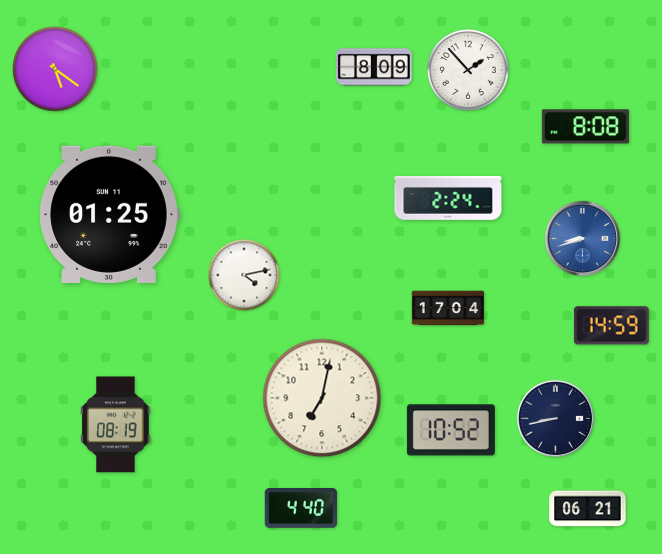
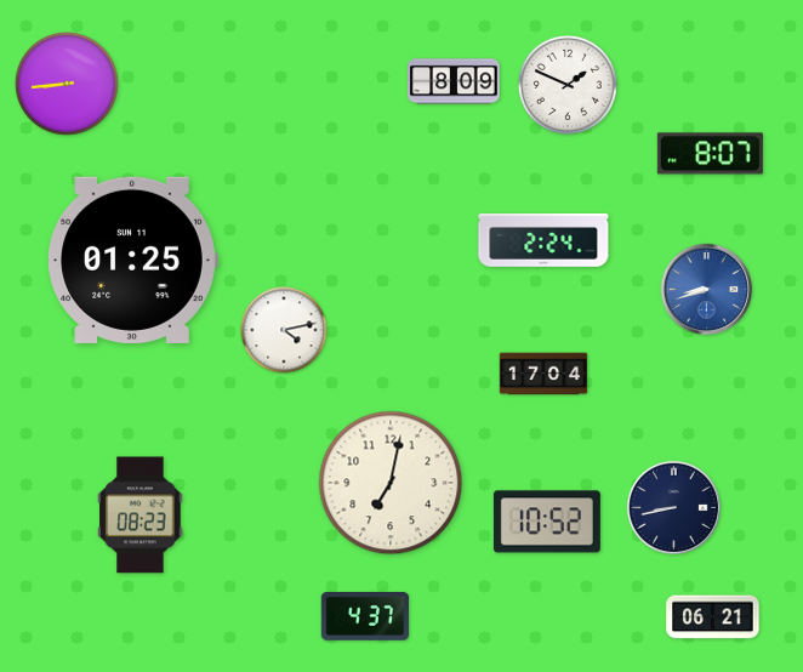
clock at (55, 69): 5:21 -> 8:44
clock at (468, 70): 1:53 -> 1:49
clock at (585, 127): 8:08 -> 8:07
clock at (244, 275) position: (244, 275) -> (284, 330)
clock at (611, 326): 14:59 -> none
clock at (116, 425): 08:19 -> 08:23
clock at (301, 509): 4:40 -> 4:37
